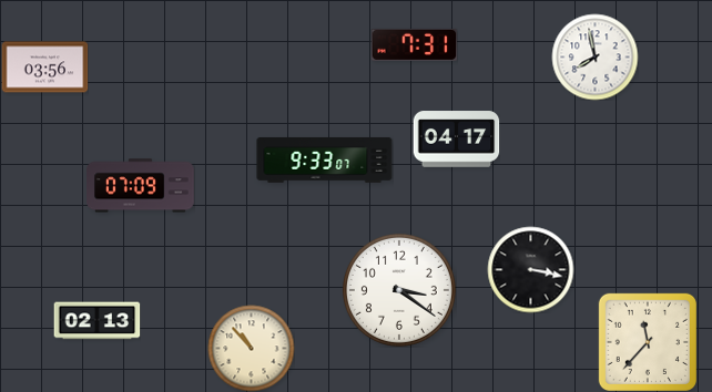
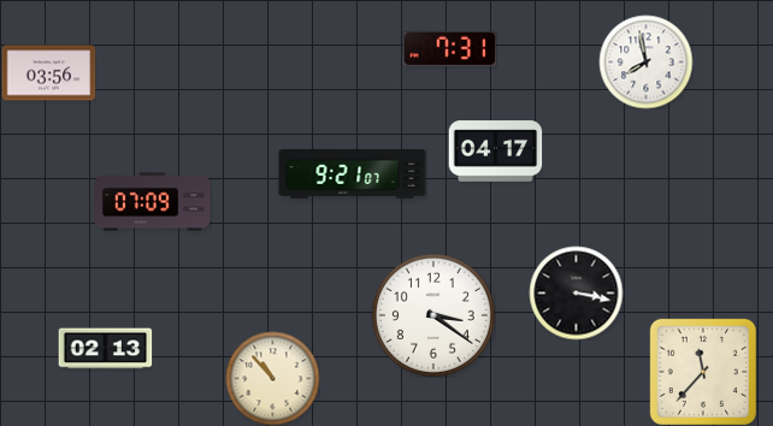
clock at (325, 159): 9:33 -> 9:21
